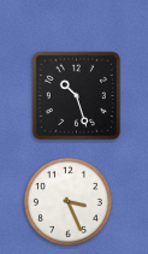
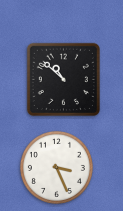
clock at (76, 95): 10:27 -> 10:52
